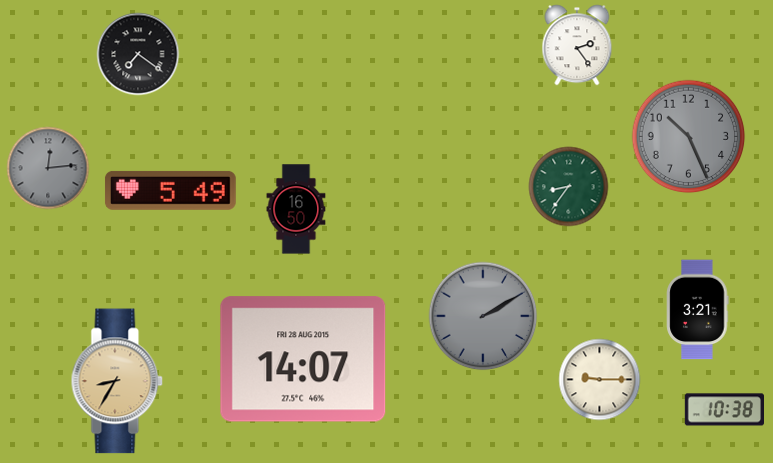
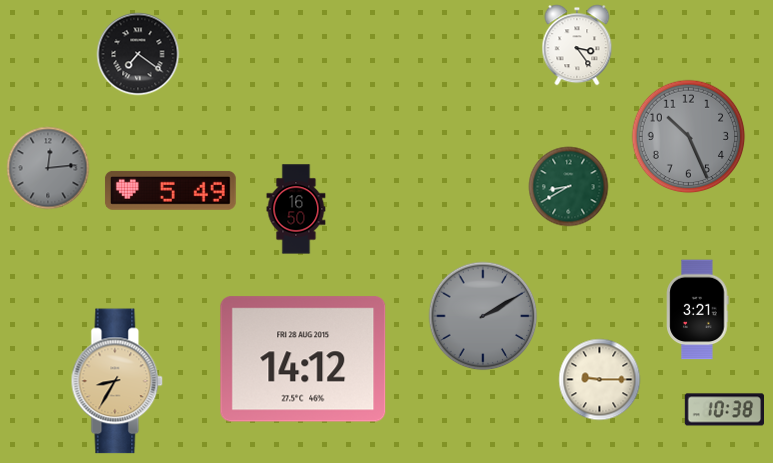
clock at (577, 45): 2:24 -> 3:24
clock at (569, 187): 8:36 -> 8:40
clock at (303, 359): 14:07 -> 14:12
